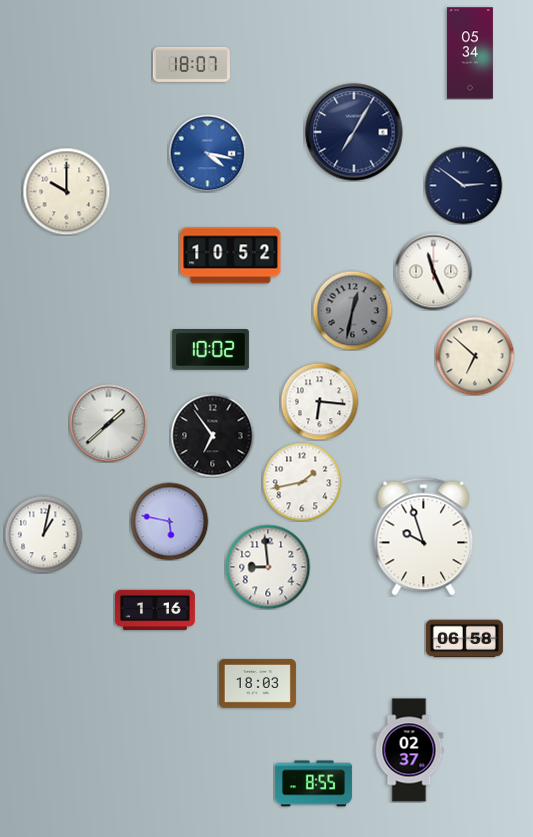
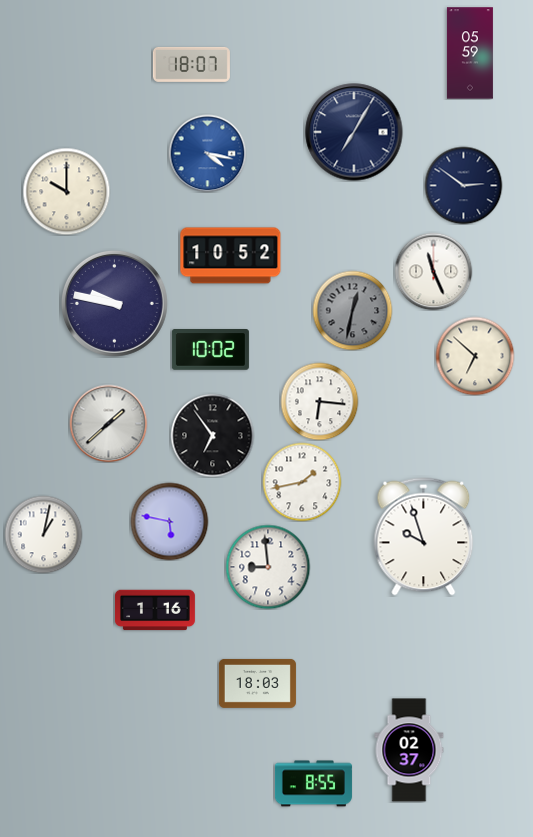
clock at (470, 53): 05:34 -> 05:59
clock at (114, 303): none -> 9:47
clock at (464, 639): 06:58 -> none
